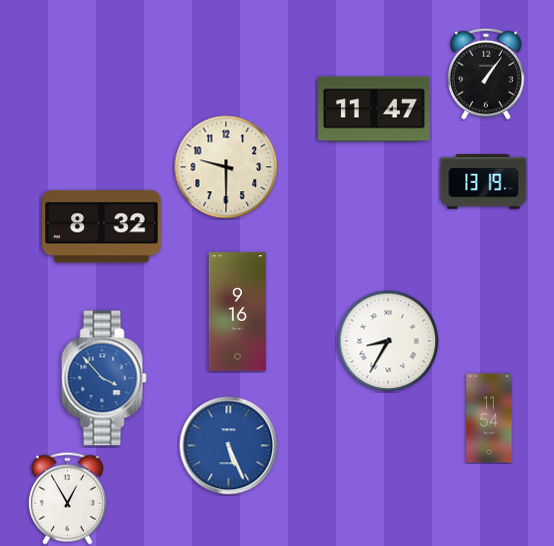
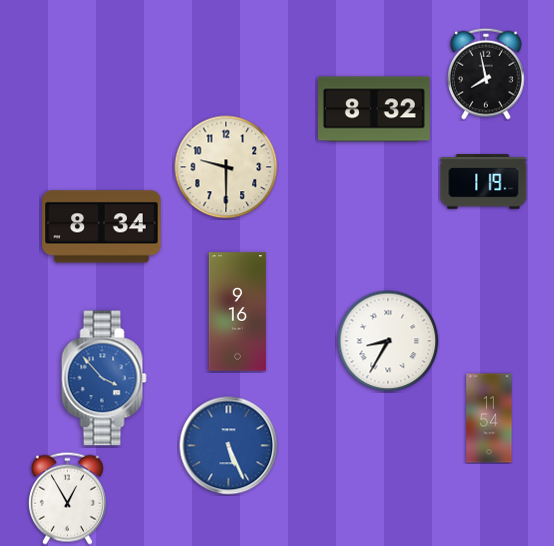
clock at (487, 74): 1:06 -> 7:58
clock at (374, 109): 11:47 -> 8:32
clock at (484, 182): 13:19 -> 1:19
clock at (102, 227): 8:32 -> 8:34
